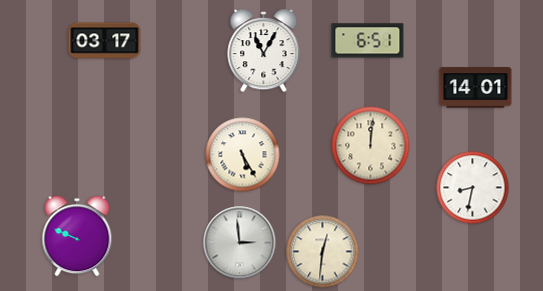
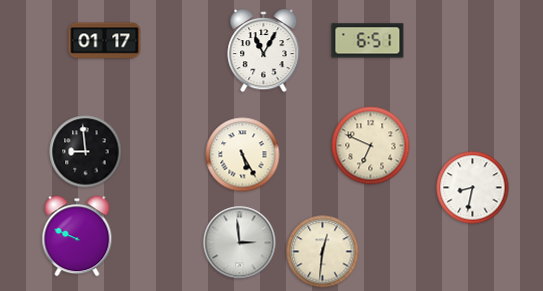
clock at (105, 41): 03:17 -> 01:17
clock at (476, 88): 14:01 -> none
clock at (371, 146): 12:01 -> 6:49
clock at (86, 152): none -> 8:59
